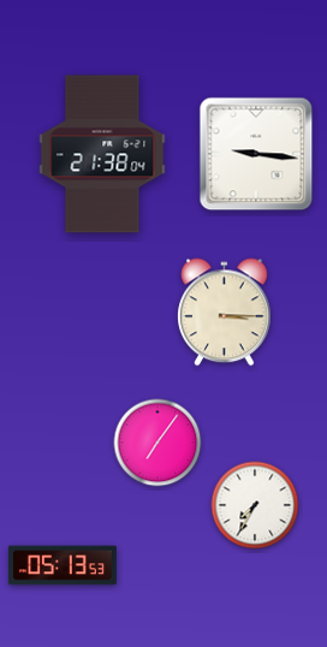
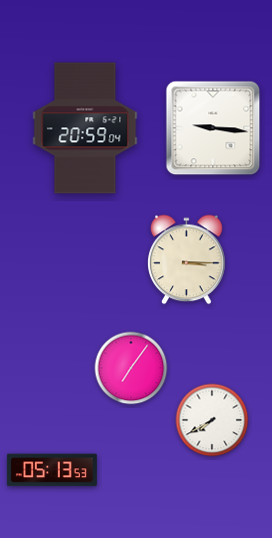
clock at (102, 154): 21:38 -> 20:59
clock at (255, 505): 7:35 -> 7:40
